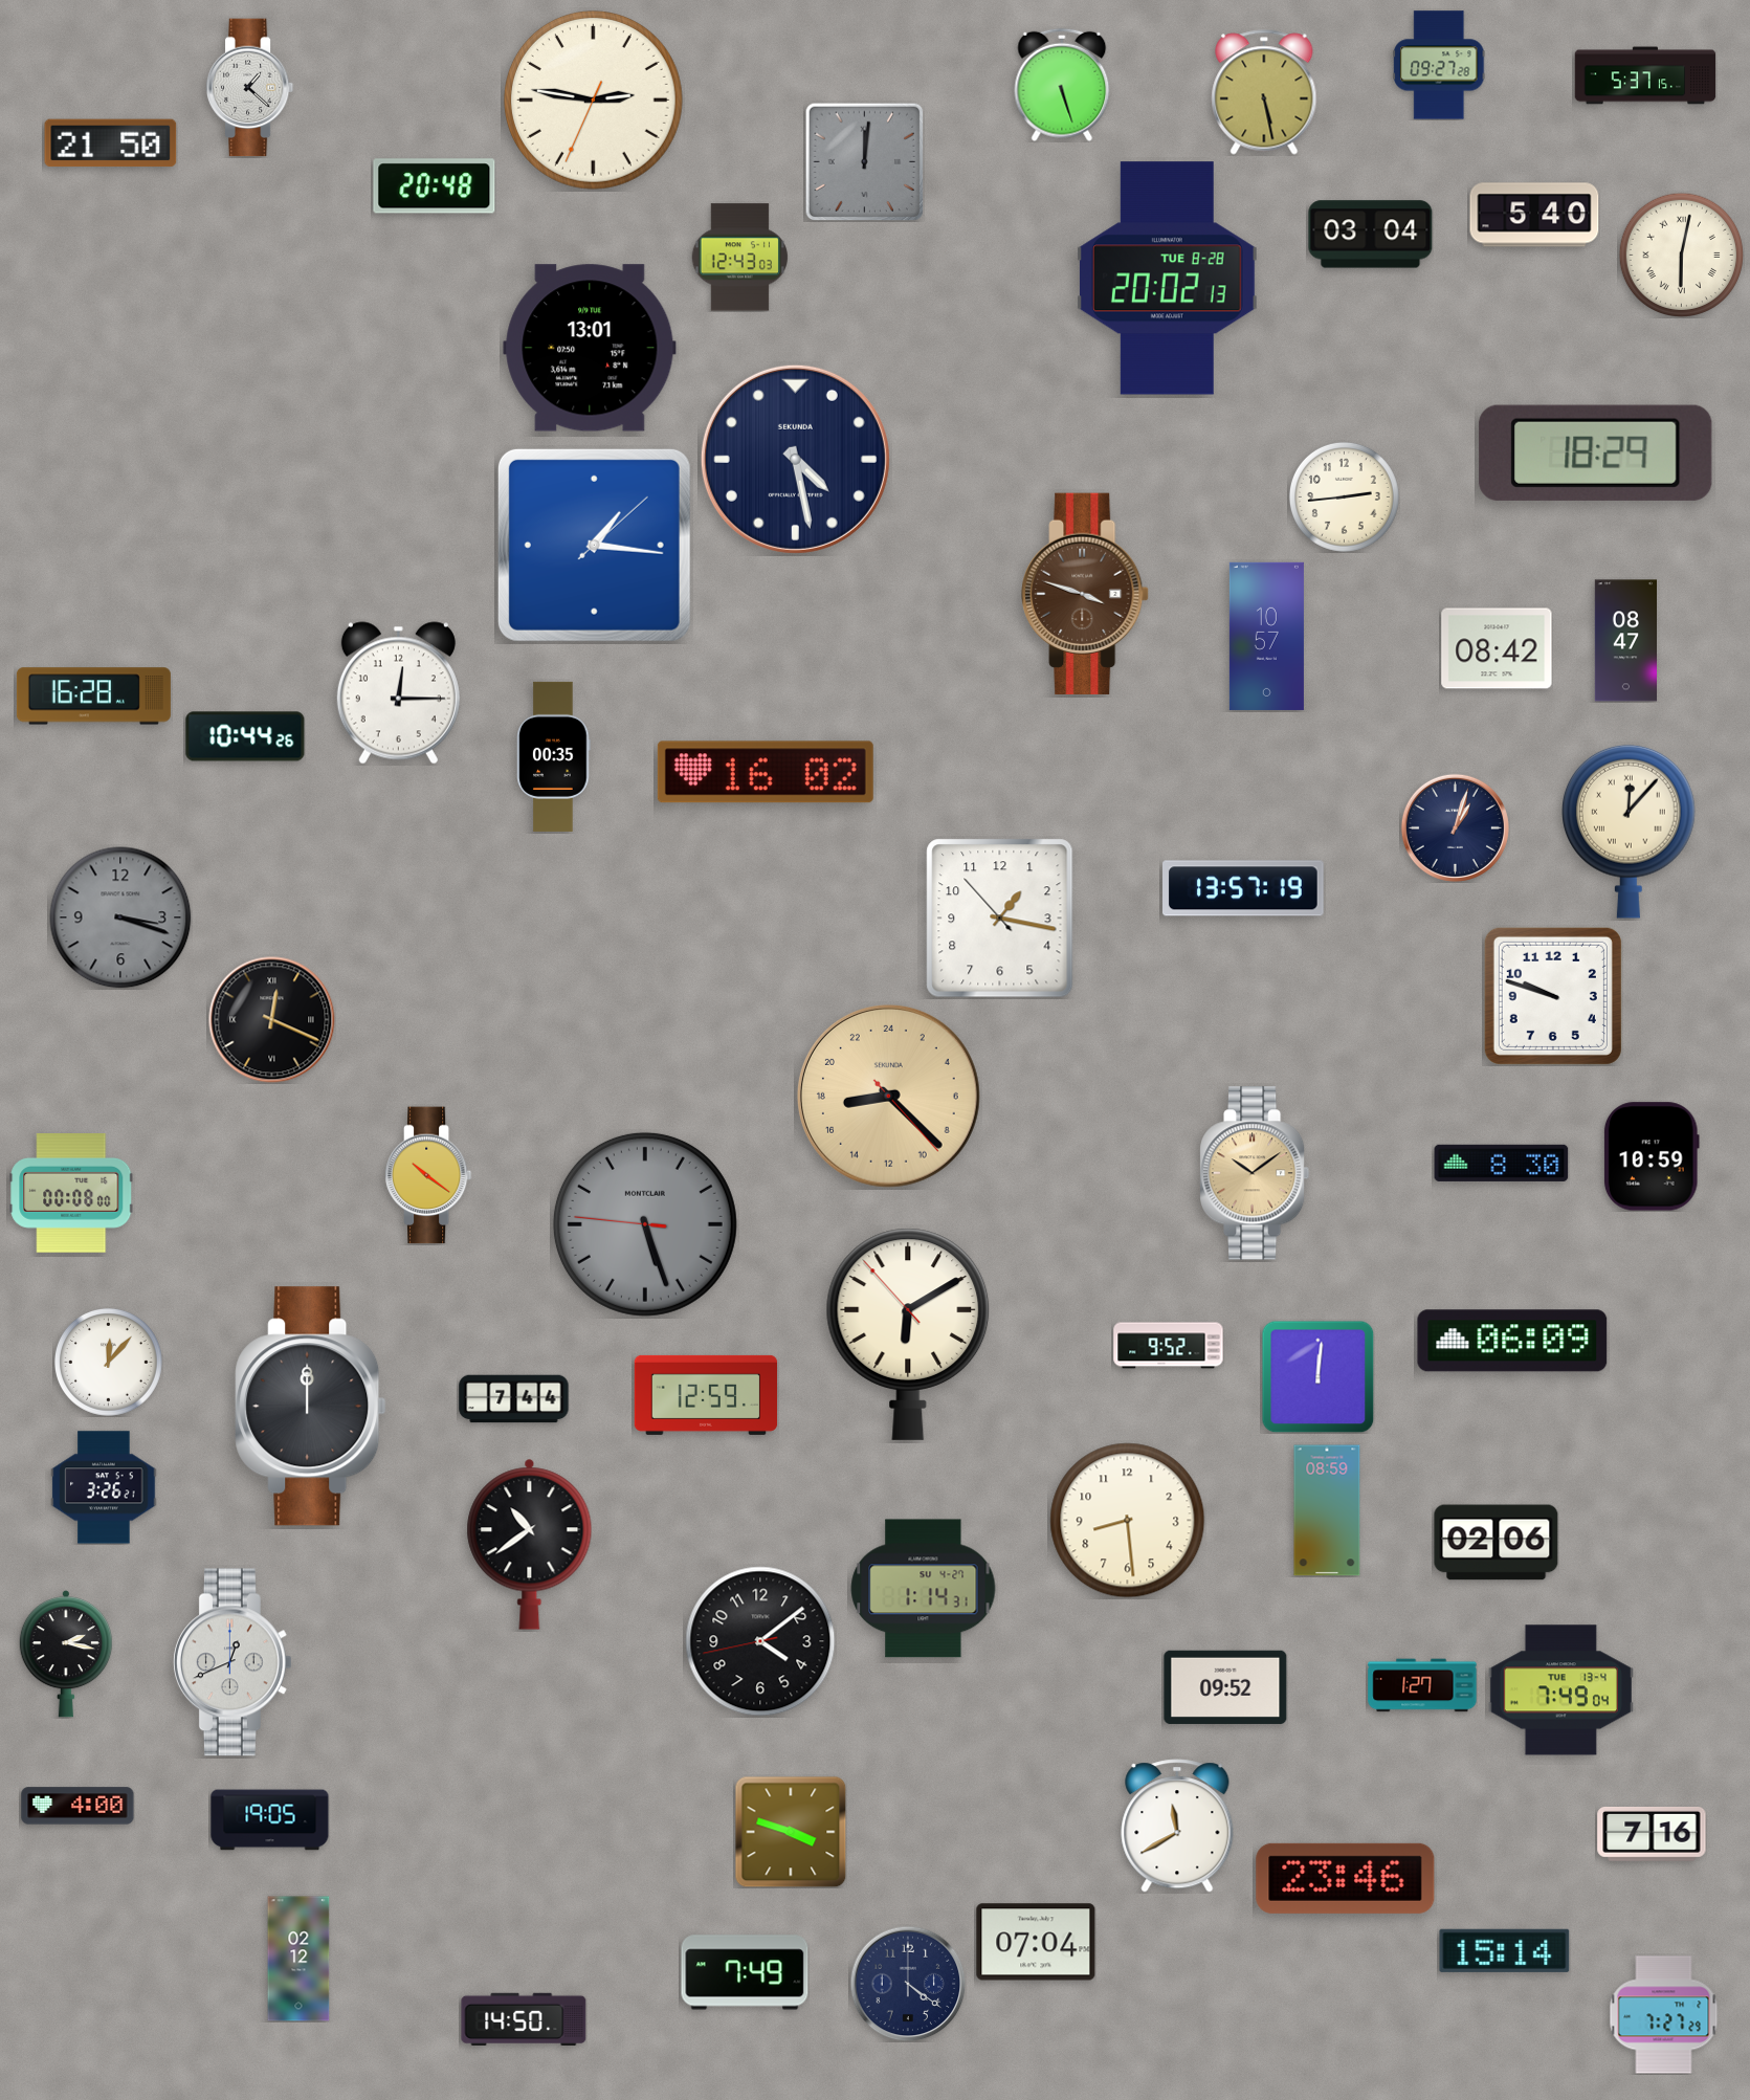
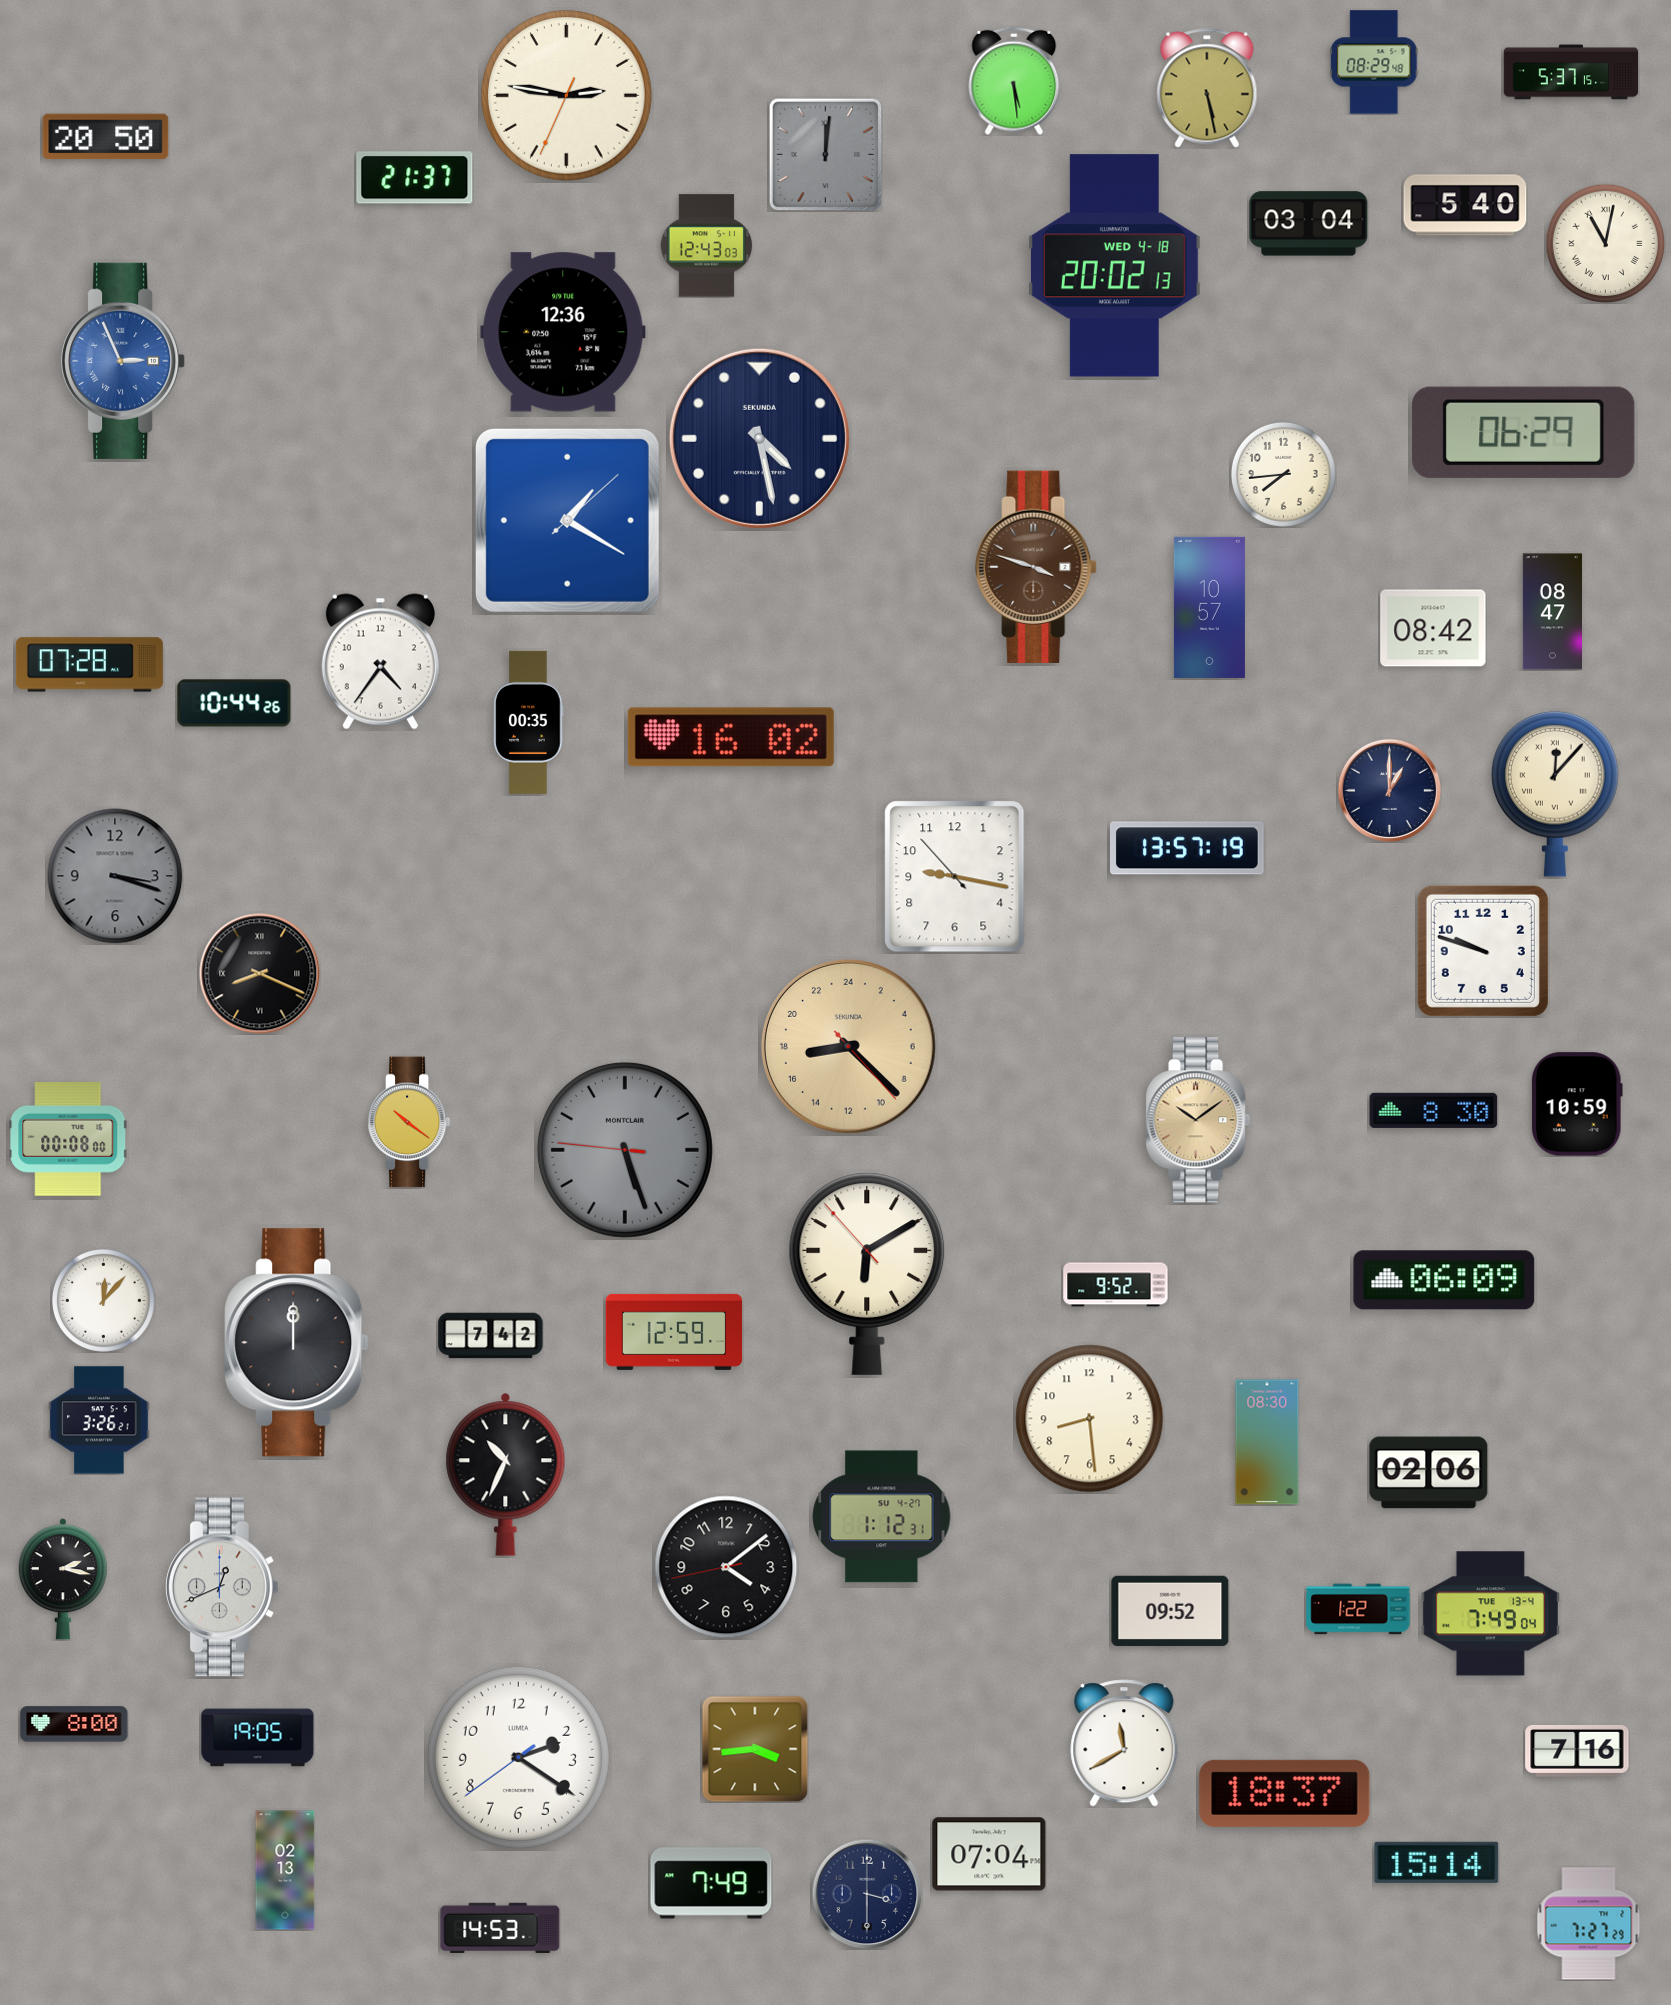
clock at (1439, 65): 09:27 -> 08:29
clock at (1062, 85): 5:27 -> 5:29
clock at (250, 88): 1:22 -> none
clock at (111, 143): 21:50 -> 20:50
clock at (435, 186): 20:48 -> 21:37
clock at (1681, 255): 6:02 -> 11:02
clock at (1167, 279) date: TUE 8-28 -> WED 4-18
clock at (590, 348): 13:01 -> 12:36
clock at (124, 361): none -> 2:56
clock at (1596, 452): 18:29 -> 06:29
clock at (1344, 496): 2:44 -> 7:44
clock at (594, 545): 1:16 -> 1:20
clock at (1497, 648) position: (1497, 648) -> (1433, 628)
clock at (398, 693): 12:15 -> 4:36
clock at (93, 697): 16:28 -> 07:28
clock at (1455, 827): 1:03 -> 1:00
clock at (1000, 919): 1:16 -> 9:16
clock at (272, 1020): 12:19 -> 8:19
clock at (645, 1224) position: (645, 1224) -> (625, 1150)
clock at (1317, 1376): 12:01 -> none
clock at (514, 1399): 7:44 -> 7:42
clock at (1327, 1510): 08:59 -> 08:30
clock at (1128, 1521) position: (1128, 1521) -> (1090, 1419)
clock at (530, 1544): 10:39 -> 10:34
clock at (924, 1589): 1:14 -> 1:12
clock at (1422, 1685): 1:27 -> 1:22
clock at (77, 1806): 4:00 -> 8:00
clock at (791, 1832): 3:48 -> 3:44
clock at (518, 1757): none -> 2:20
clock at (1346, 1878): 23:46 -> 18:37
clock at (298, 1959): 02:12 -> 02:13
clock at (908, 1984): 4:21 -> 3:30
clock at (524, 2019): 14:50 -> 14:53
